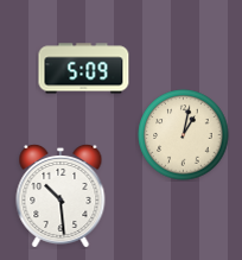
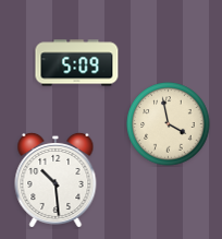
clock at (184, 135): 1:02 -> 3:58
